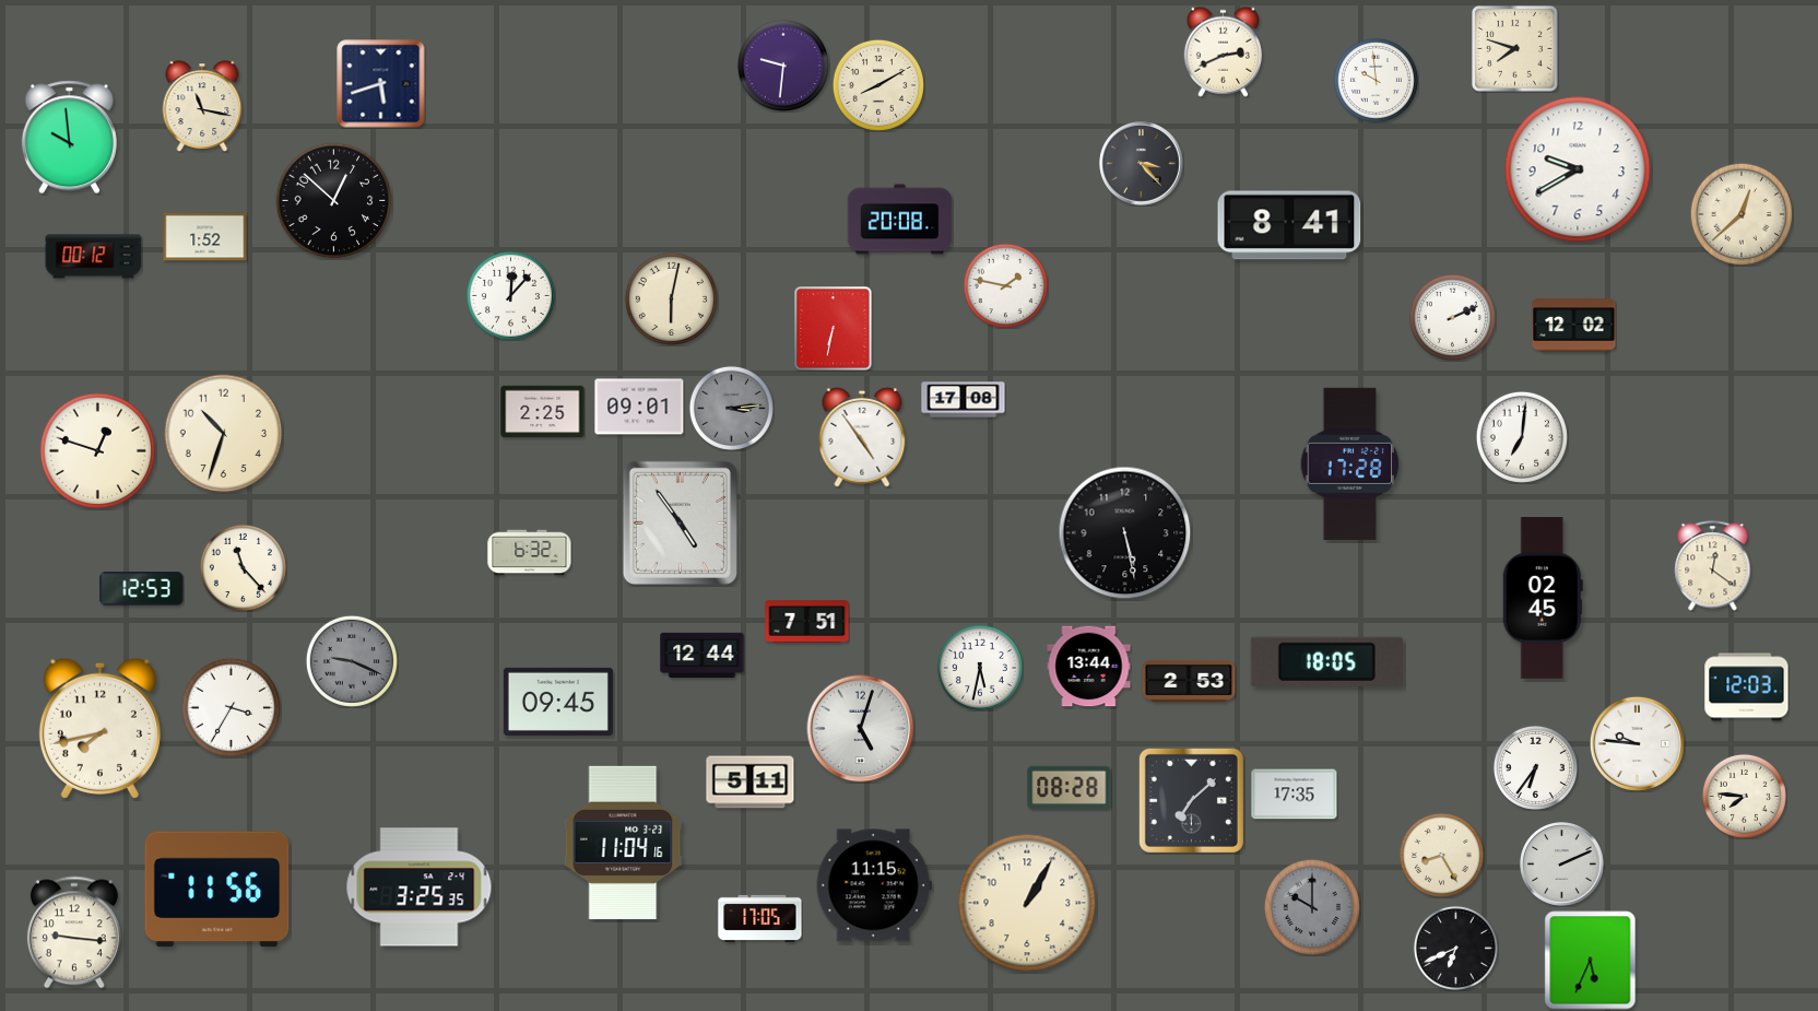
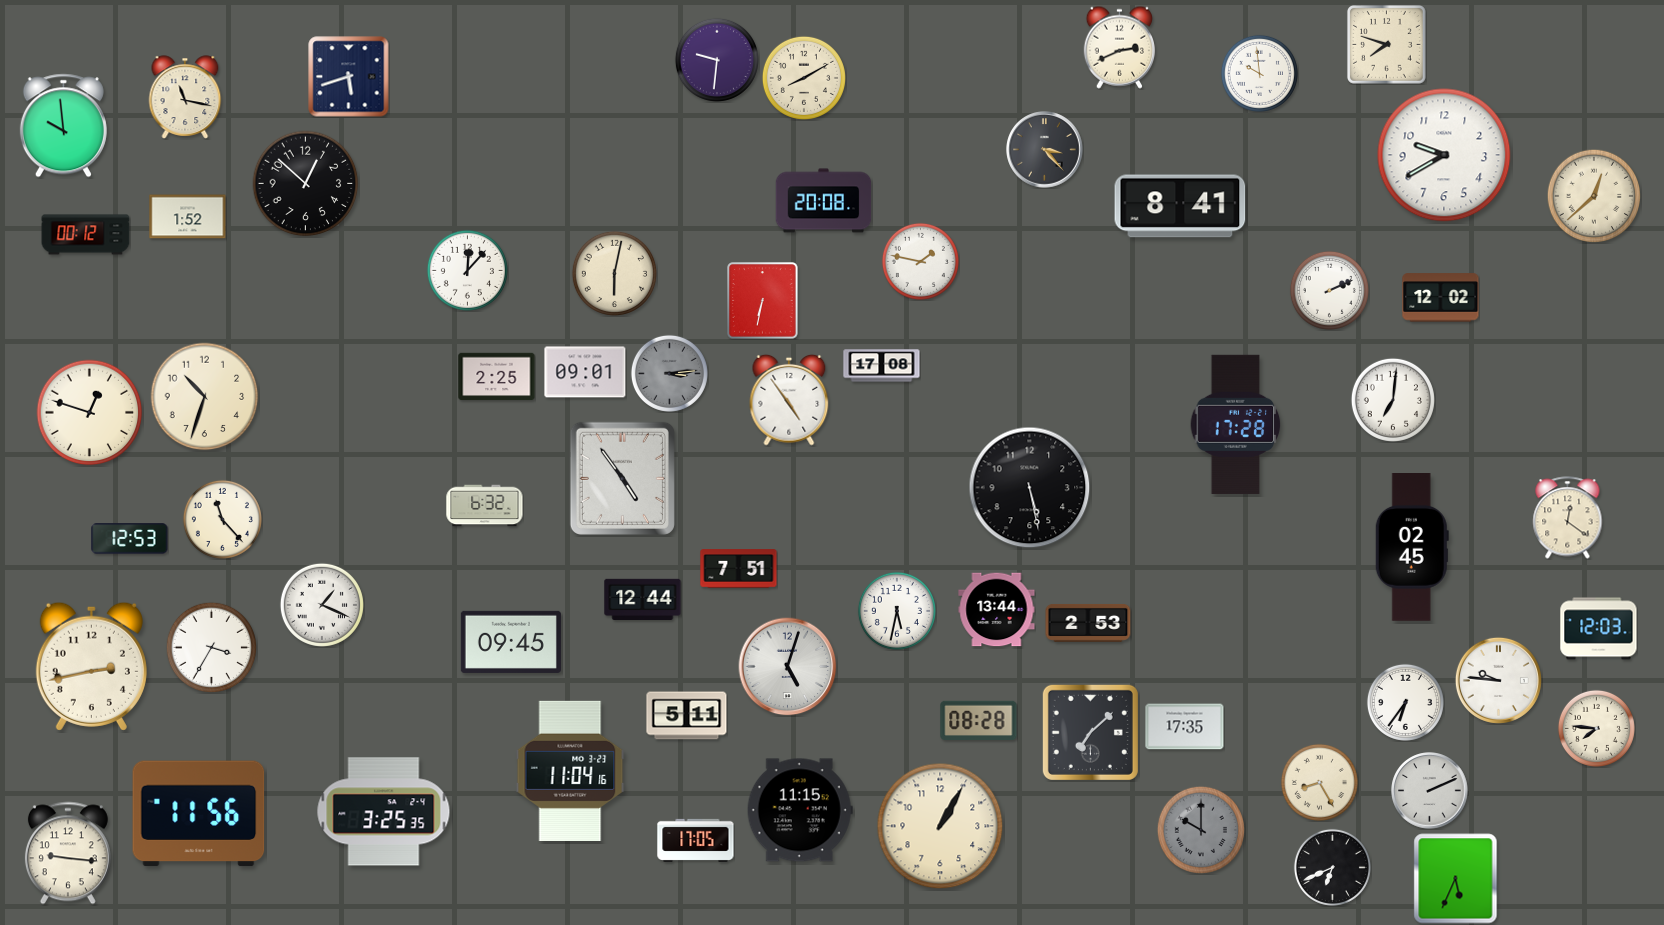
clock at (352, 661): 9:19 -> 1:19
clock at (352, 661) dial: grey -> white
clock at (1326, 661): 18:05 -> none
clock at (99, 728): 7:43 -> 2:43
